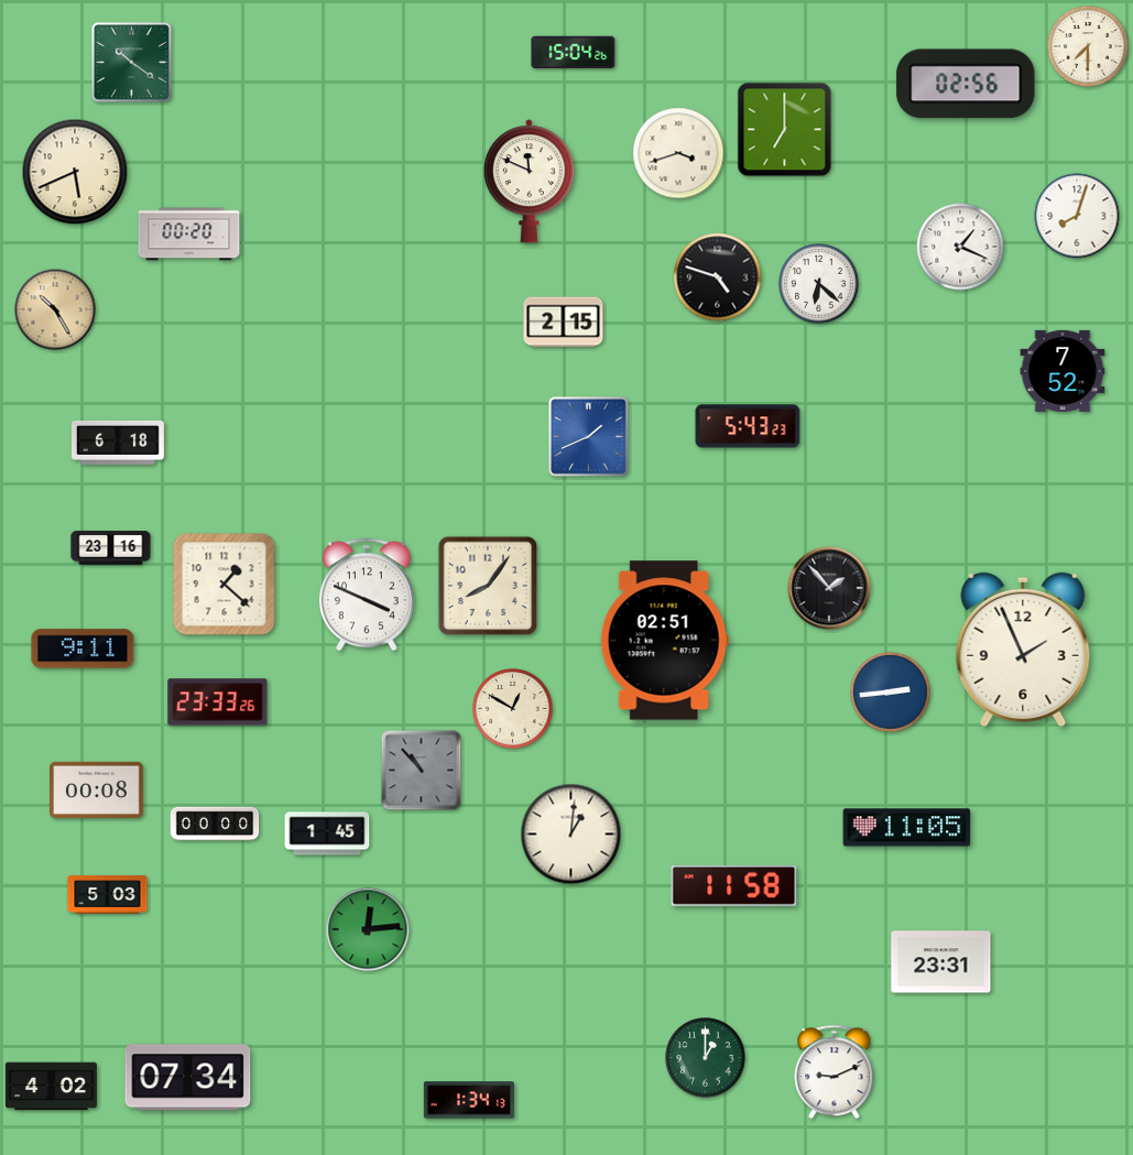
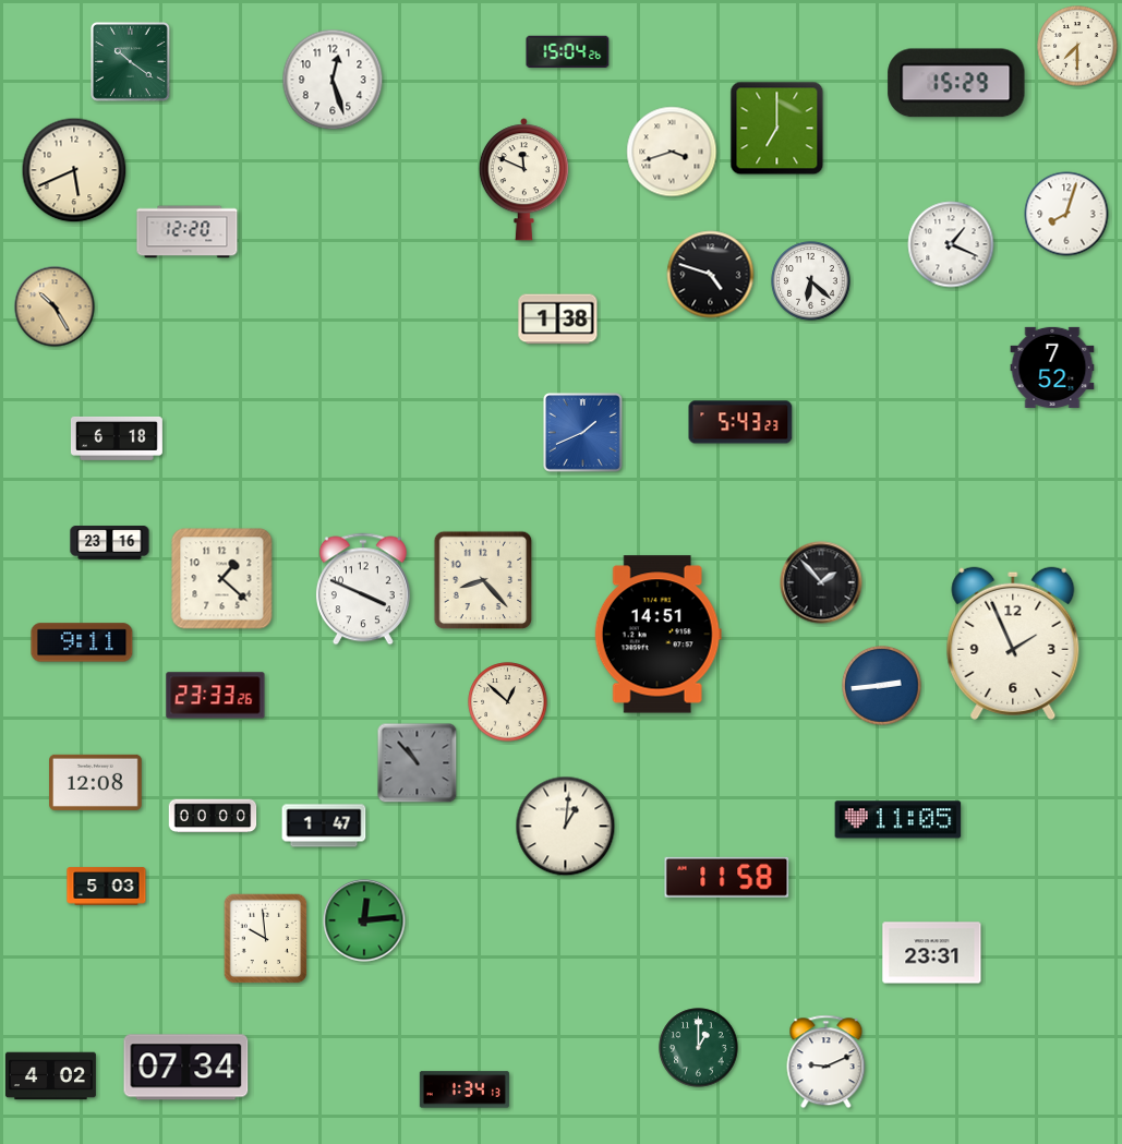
clock at (333, 80): none -> 12:27
clock at (966, 84): 02:56 -> 15:29
clock at (189, 235): 00:20 -> 12:20
clock at (564, 323): 2:15 -> 1:38
clock at (488, 586): 8:06 -> 8:23
clock at (664, 641): 02:51 -> 14:51
clock at (513, 709): 12:50 -> 12:52
clock at (97, 789): 00:08 -> 12:08
clock at (327, 833): 1:45 -> 1:47
clock at (266, 939): none -> 9:59
